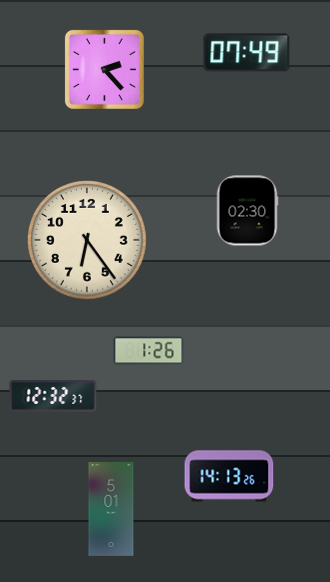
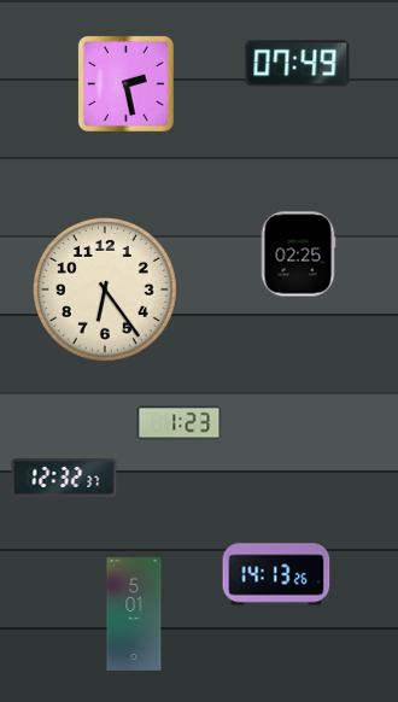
clock at (104, 69): 2:23 -> 2:28
clock at (247, 211): 02:30 -> 02:25
clock at (149, 351): 1:26 -> 1:23
